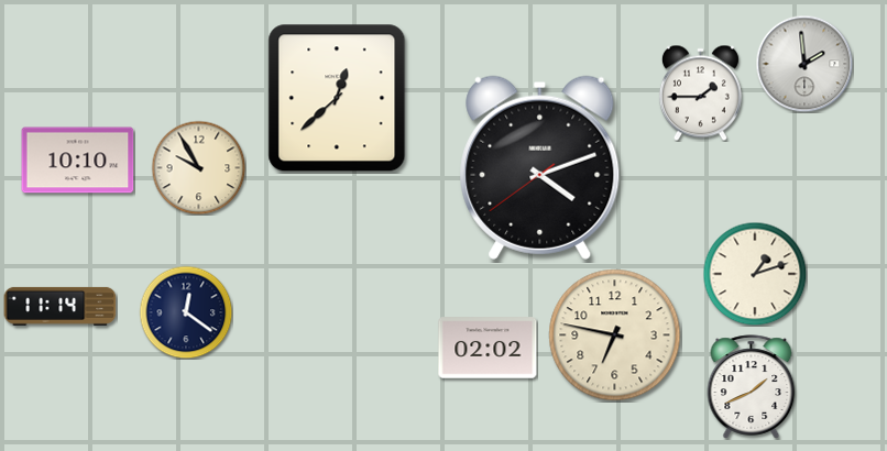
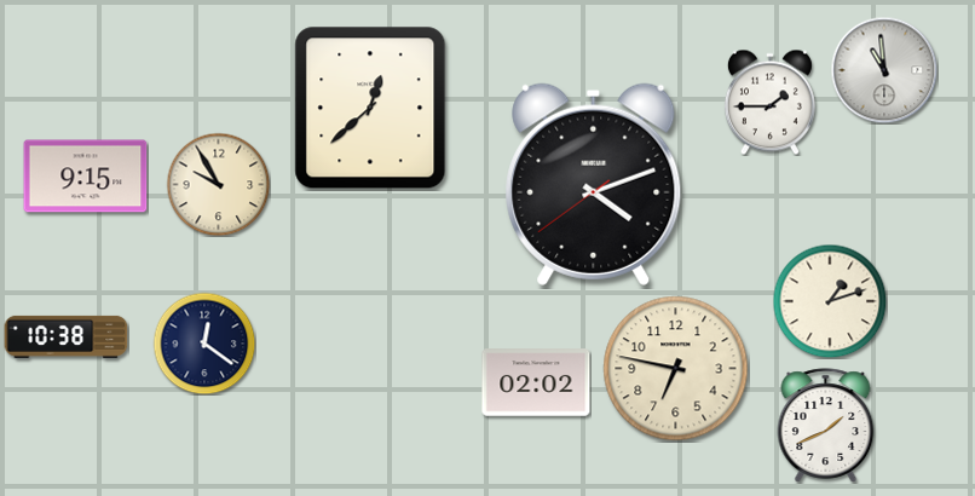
clock at (804, 64): 1:59 -> 10:59
clock at (78, 161): 10:10 -> 9:15
clock at (61, 306): 11:14 -> 10:38
